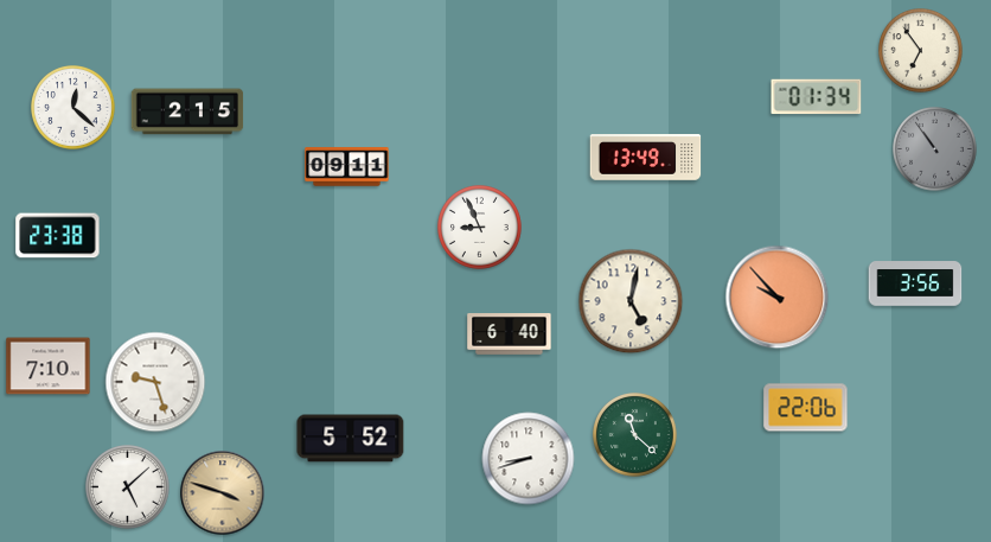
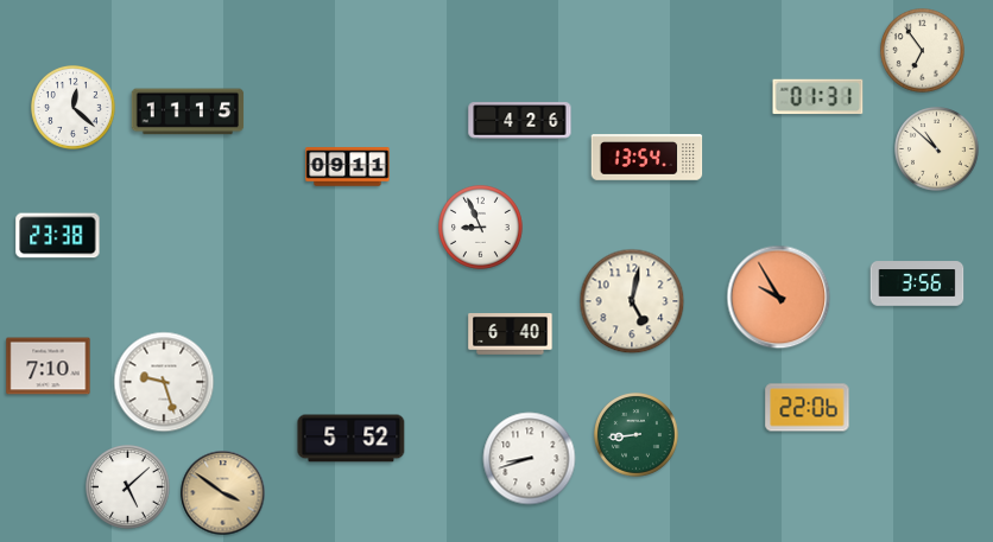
clock at (817, 97): 01:34 -> 01:31
clock at (187, 111): 2:15 -> 11:15
clock at (520, 121): none -> 4:26
clock at (935, 149): 10:54 -> 10:52
clock at (935, 149) dial: grey -> cream
clock at (646, 158): 13:49 -> 13:54
clock at (778, 298): 9:53 -> 9:55
clock at (155, 382) position: (155, 382) -> (164, 382)
clock at (635, 435): 11:22 -> 8:44
clock at (223, 493): 3:48 -> 3:51
